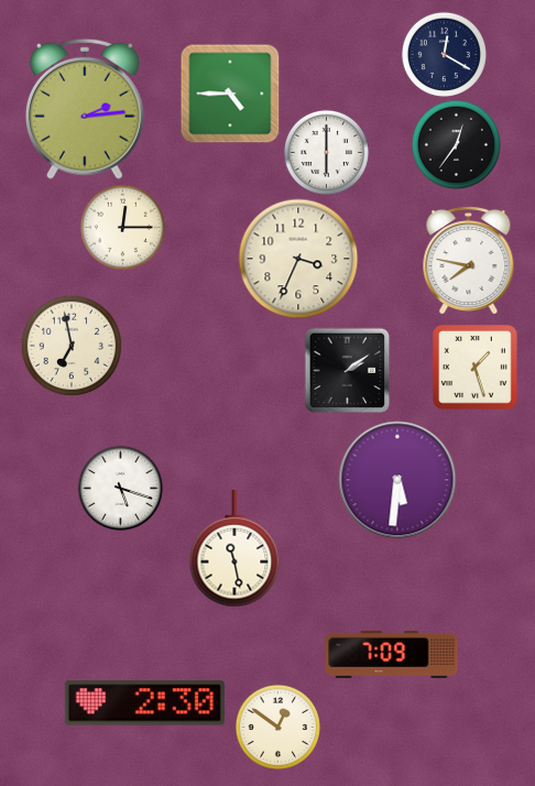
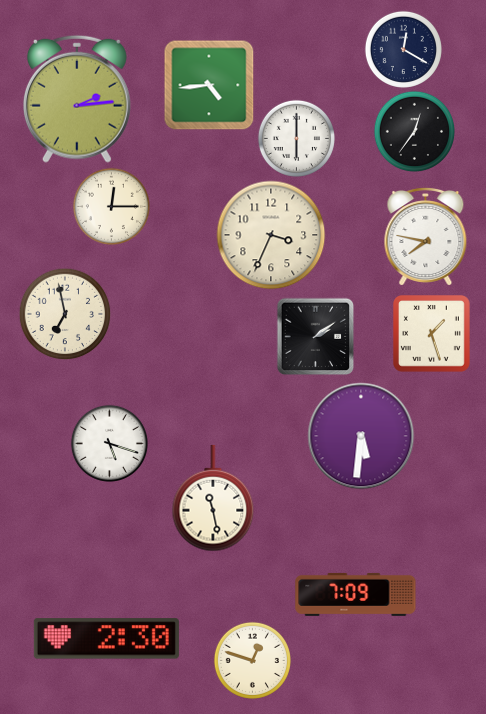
clock at (230, 94): 4:45 -> 4:44
clock at (144, 703) position: (144, 703) -> (106, 639)
clock at (277, 727): 12:51 -> 12:48
